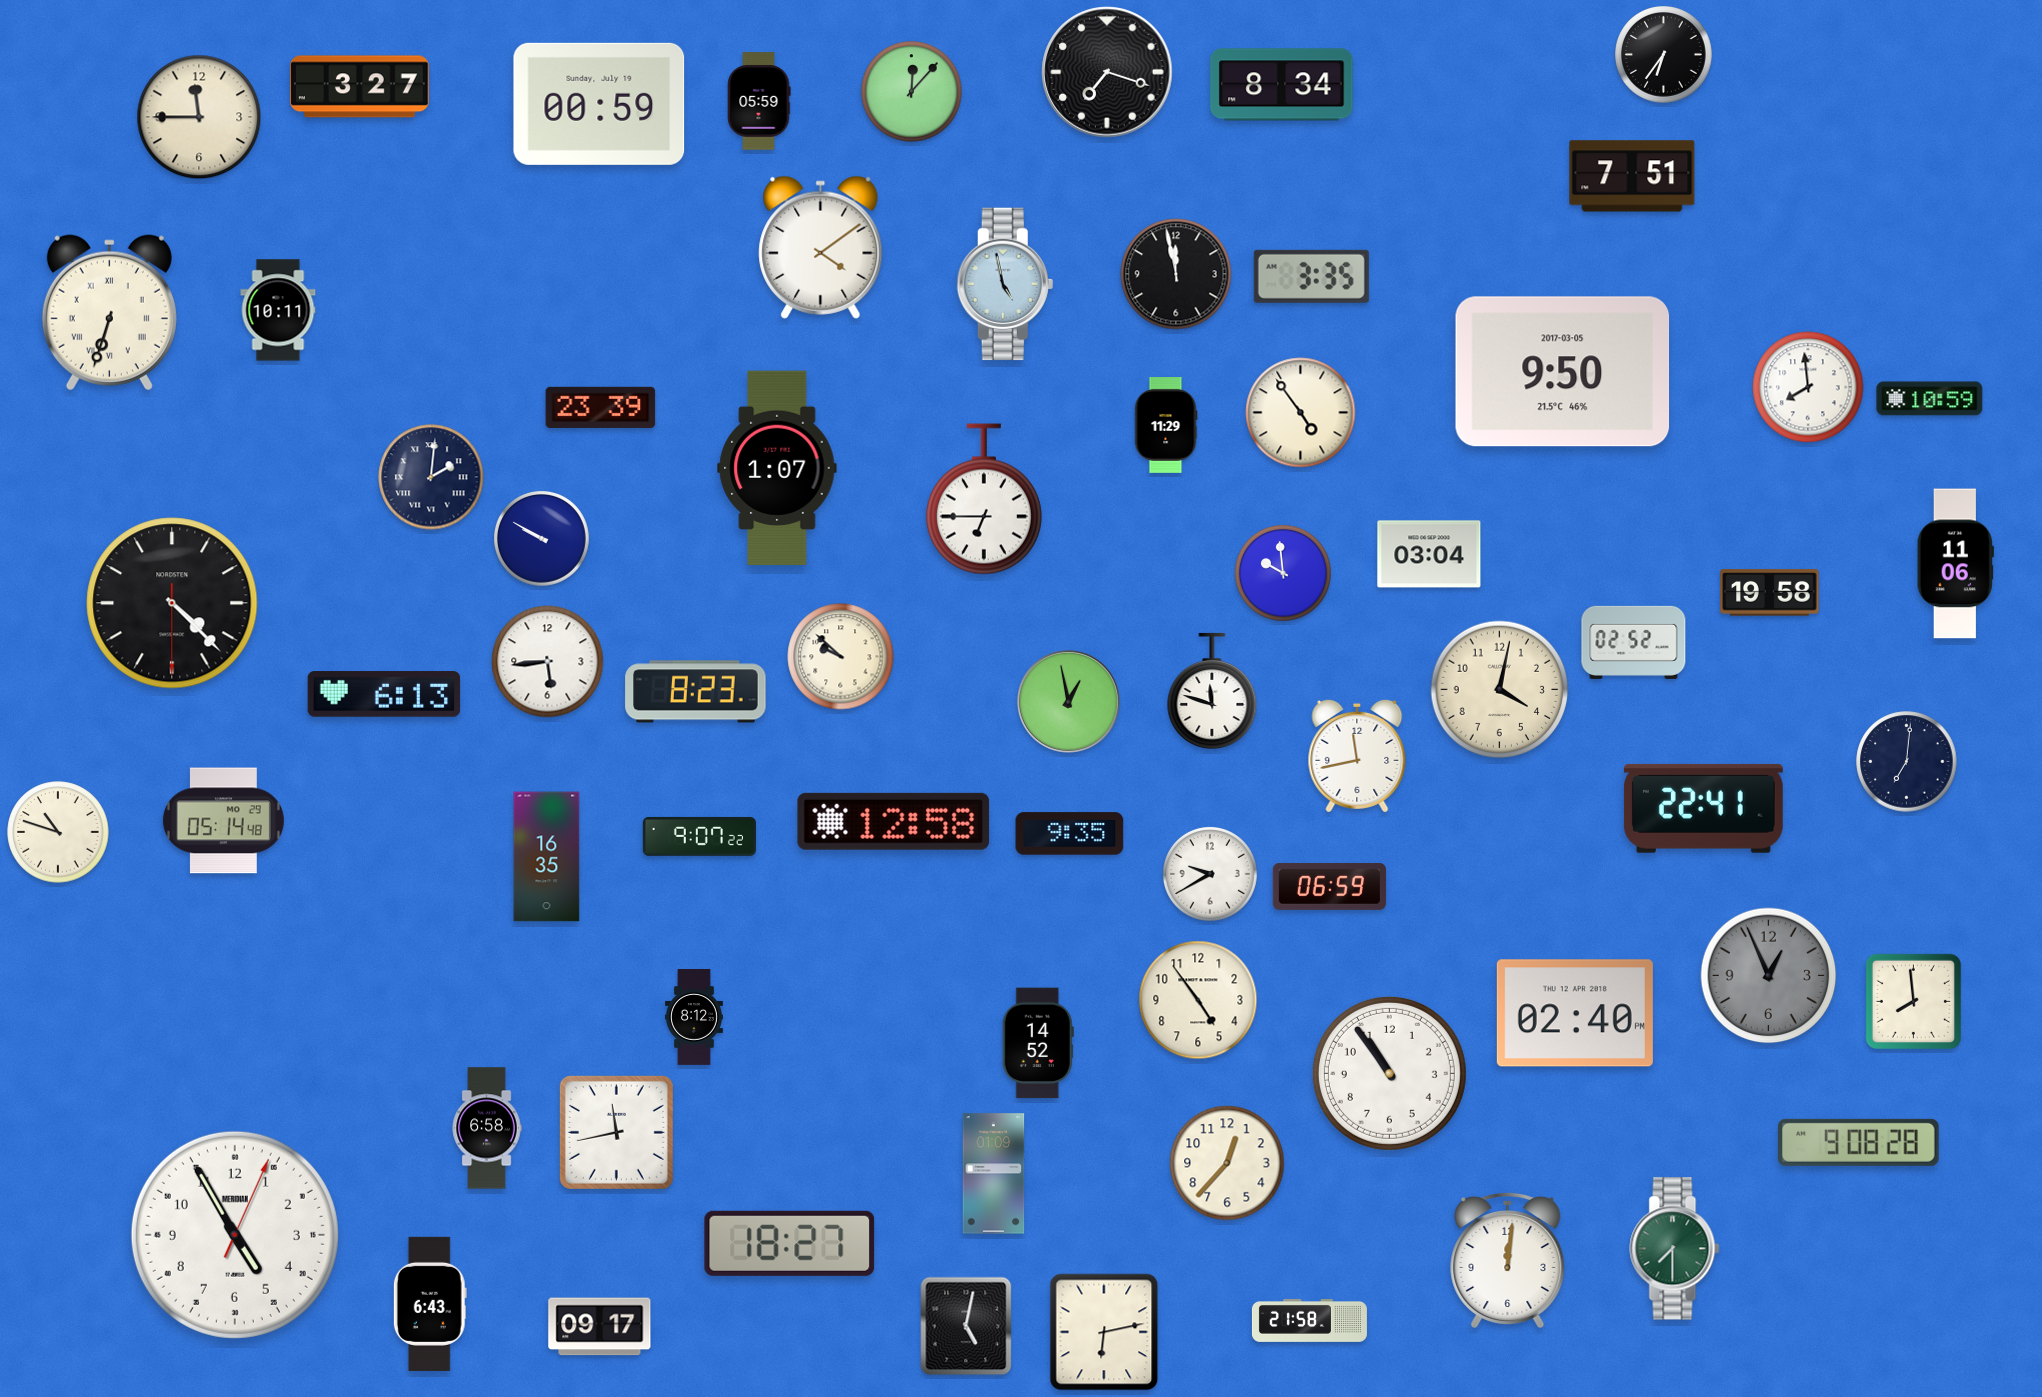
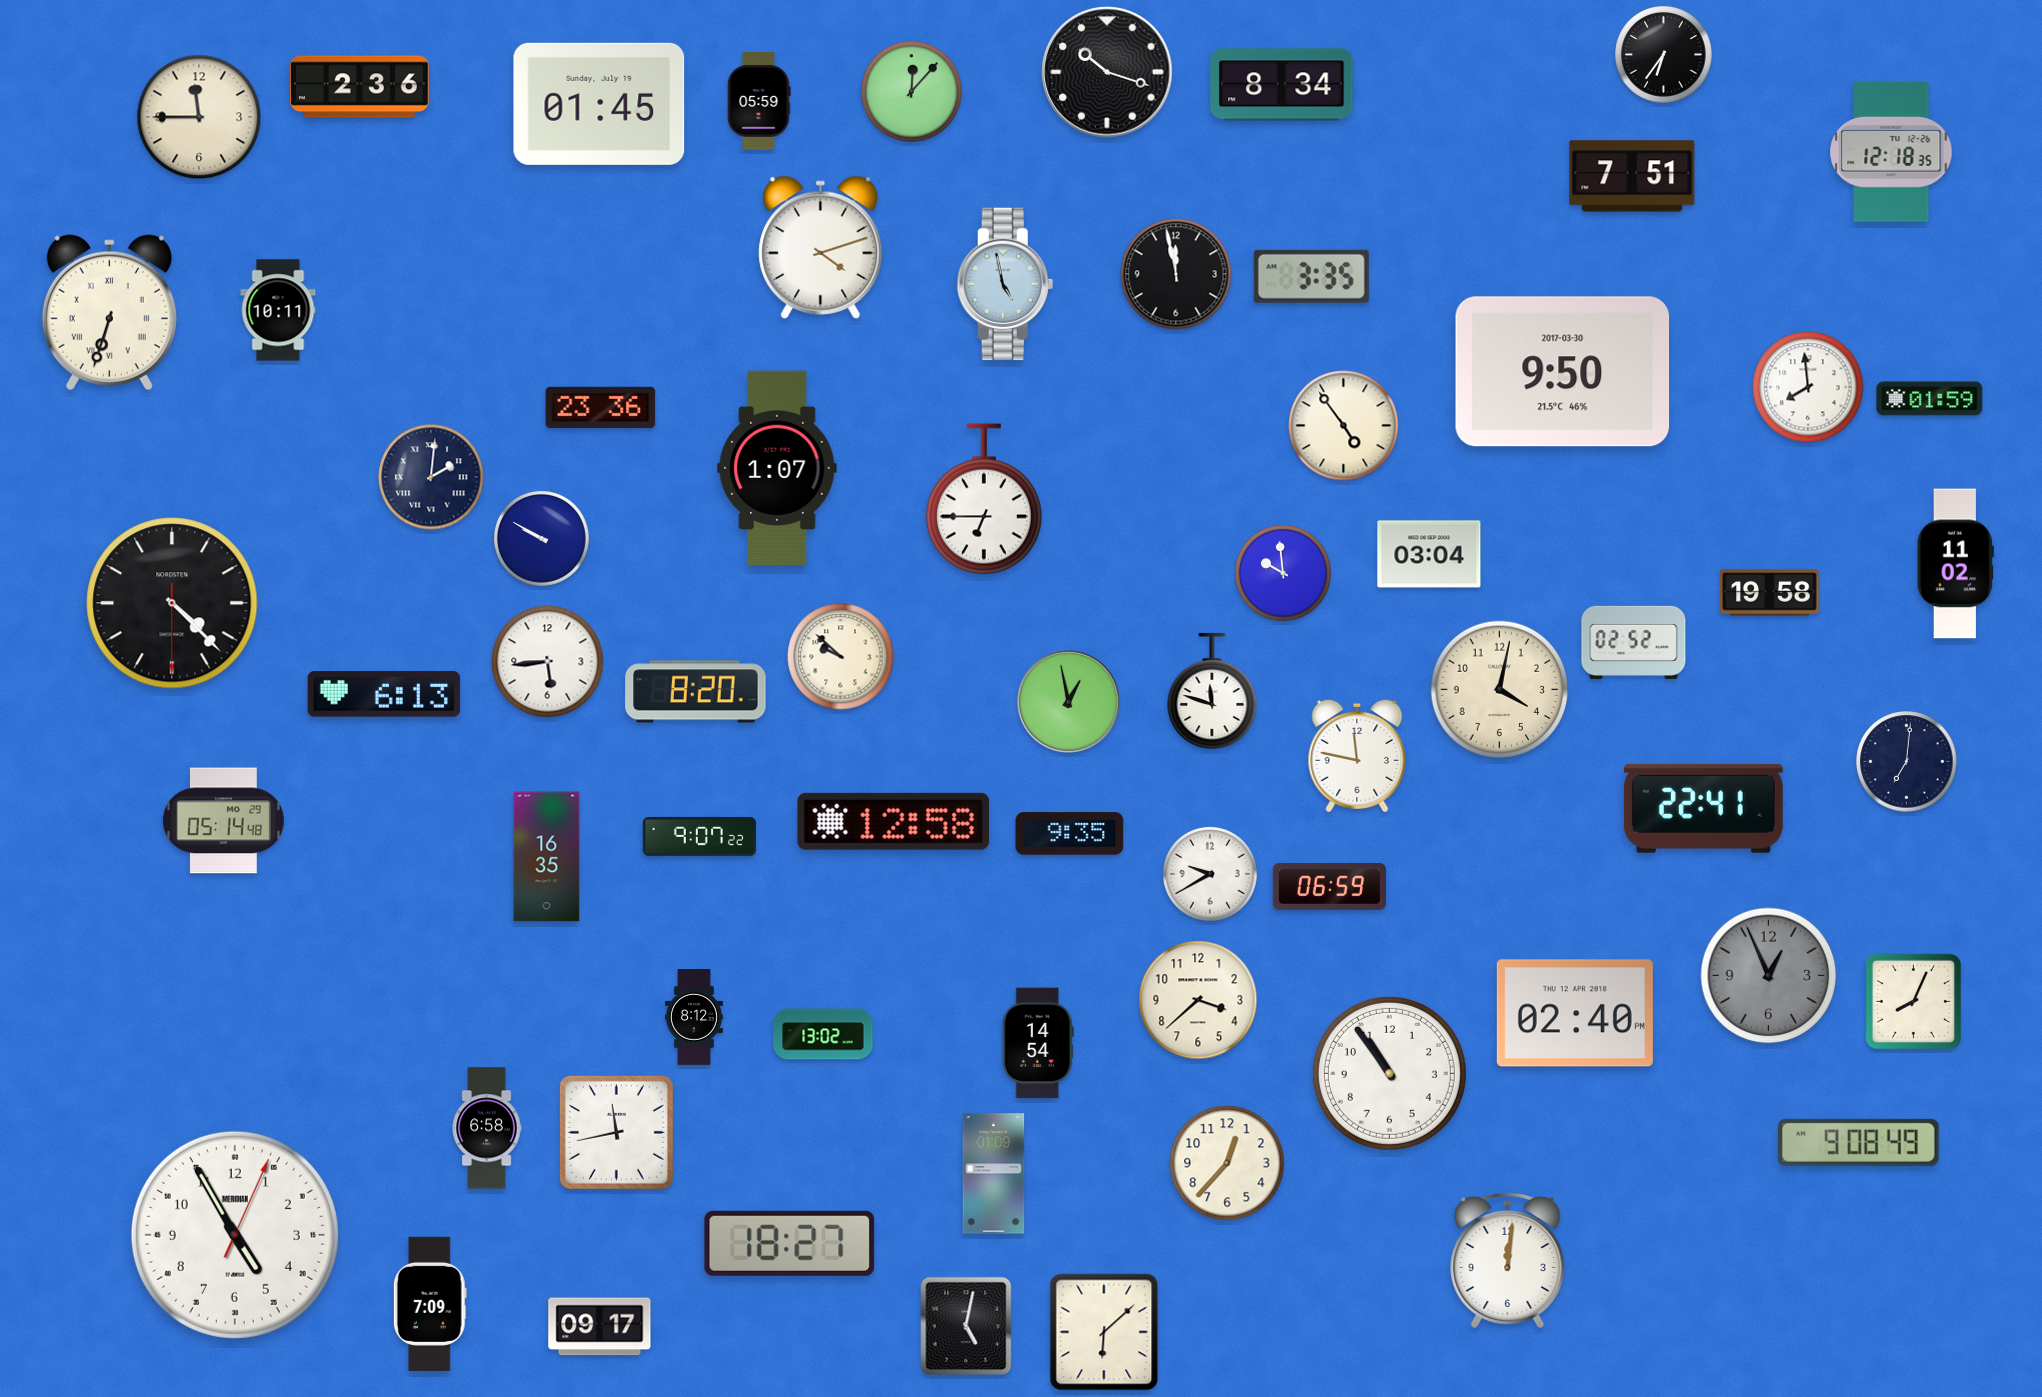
clock at (1107, 72): 7:18 -> 10:18
clock at (360, 87): 3:27 -> 2:36
clock at (599, 104): 00:59 -> 01:45
clock at (1891, 152): none -> 12:18
clock at (821, 247): 4:09 -> 4:12
clock at (1563, 372) date: 2017-03-05 -> 2017-03-30
clock at (1930, 399): 10:59 -> 01:59
clock at (601, 407): 23:39 -> 23:36
clock at (1301, 413) position: (1301, 413) -> (1344, 426)
clock at (1166, 426): 11:29 -> none
clock at (1955, 564): 11:06 -> 11:02
clock at (696, 692): 8:23 -> 8:20
clock at (1357, 756): 11:43 -> 11:47
clock at (58, 832): 10:48 -> none
clock at (1198, 1000): 4:54 -> 3:38
clock at (1913, 1001): 7:59 -> 8:04
clock at (823, 1034): none -> 13:02
clock at (1038, 1043): 14:52 -> 14:54
clock at (1859, 1142): 9:08:28 -> 9:08:49
clock at (1675, 1249): 7:30 -> none
clock at (430, 1304): 6:43 -> 7:09
clock at (1309, 1320): 21:58 -> none
clock at (1104, 1332): 6:13 -> 6:08
